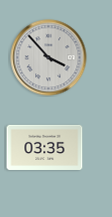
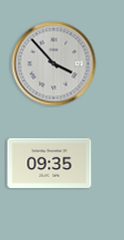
clock at (45, 147): 03:35 -> 09:35
